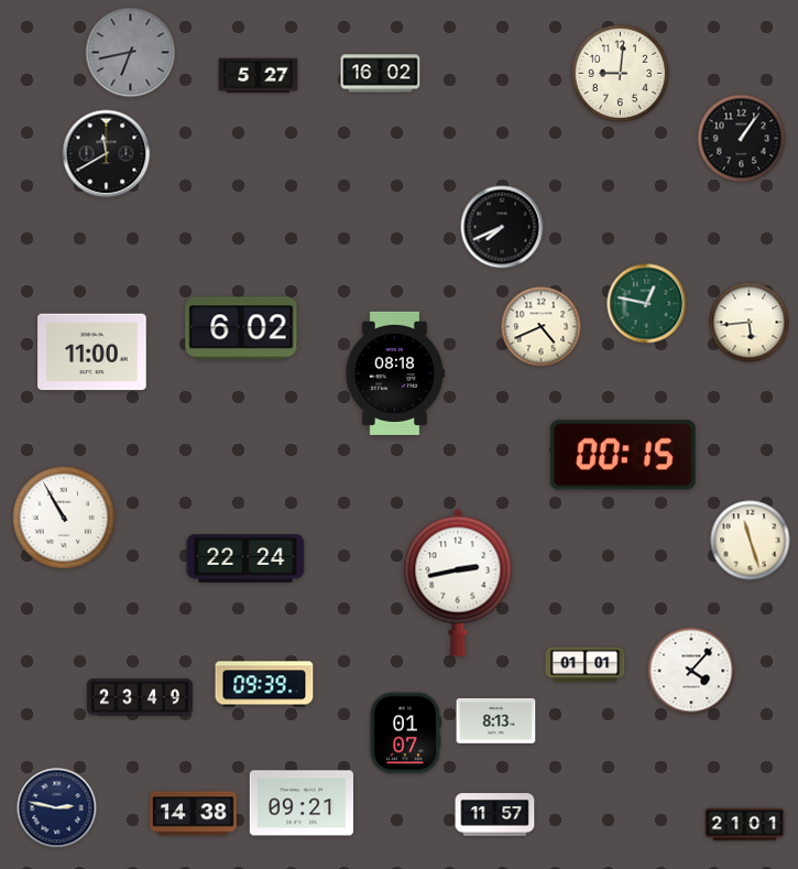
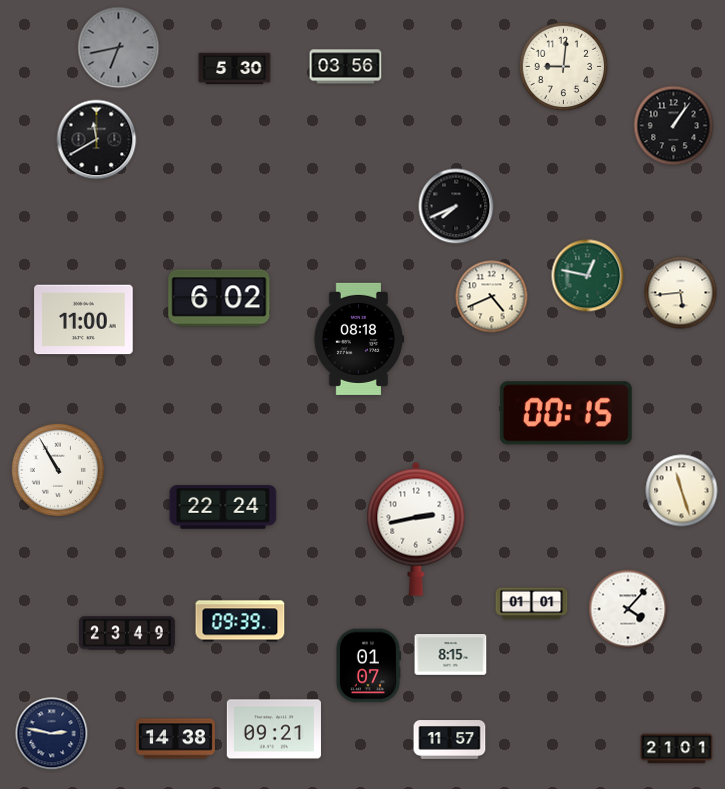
clock at (381, 74): 16:02 -> 03:56
clock at (259, 76): 5:27 -> 5:30
clock at (496, 721): 8:13 -> 8:15
